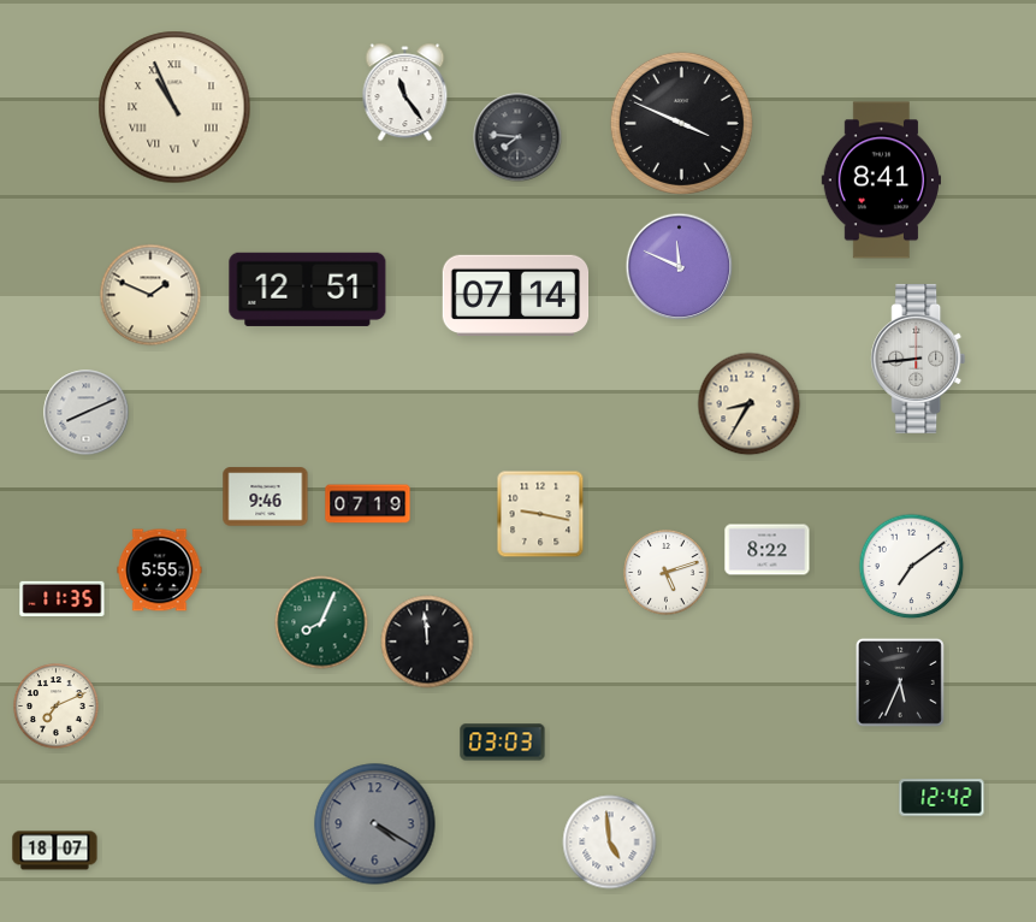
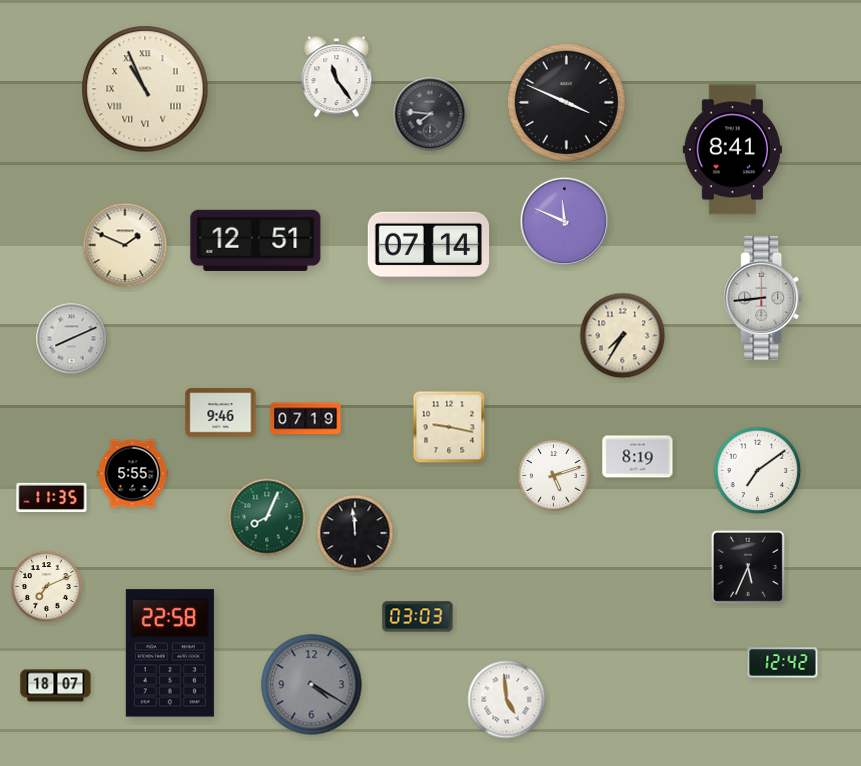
clock at (750, 404): 8:35 -> 7:35
clock at (87, 413) position: (87, 413) -> (72, 339)
clock at (768, 550): 8:22 -> 8:19
clock at (170, 653): none -> 22:58
clock at (55, 851) position: (55, 851) -> (56, 686)
